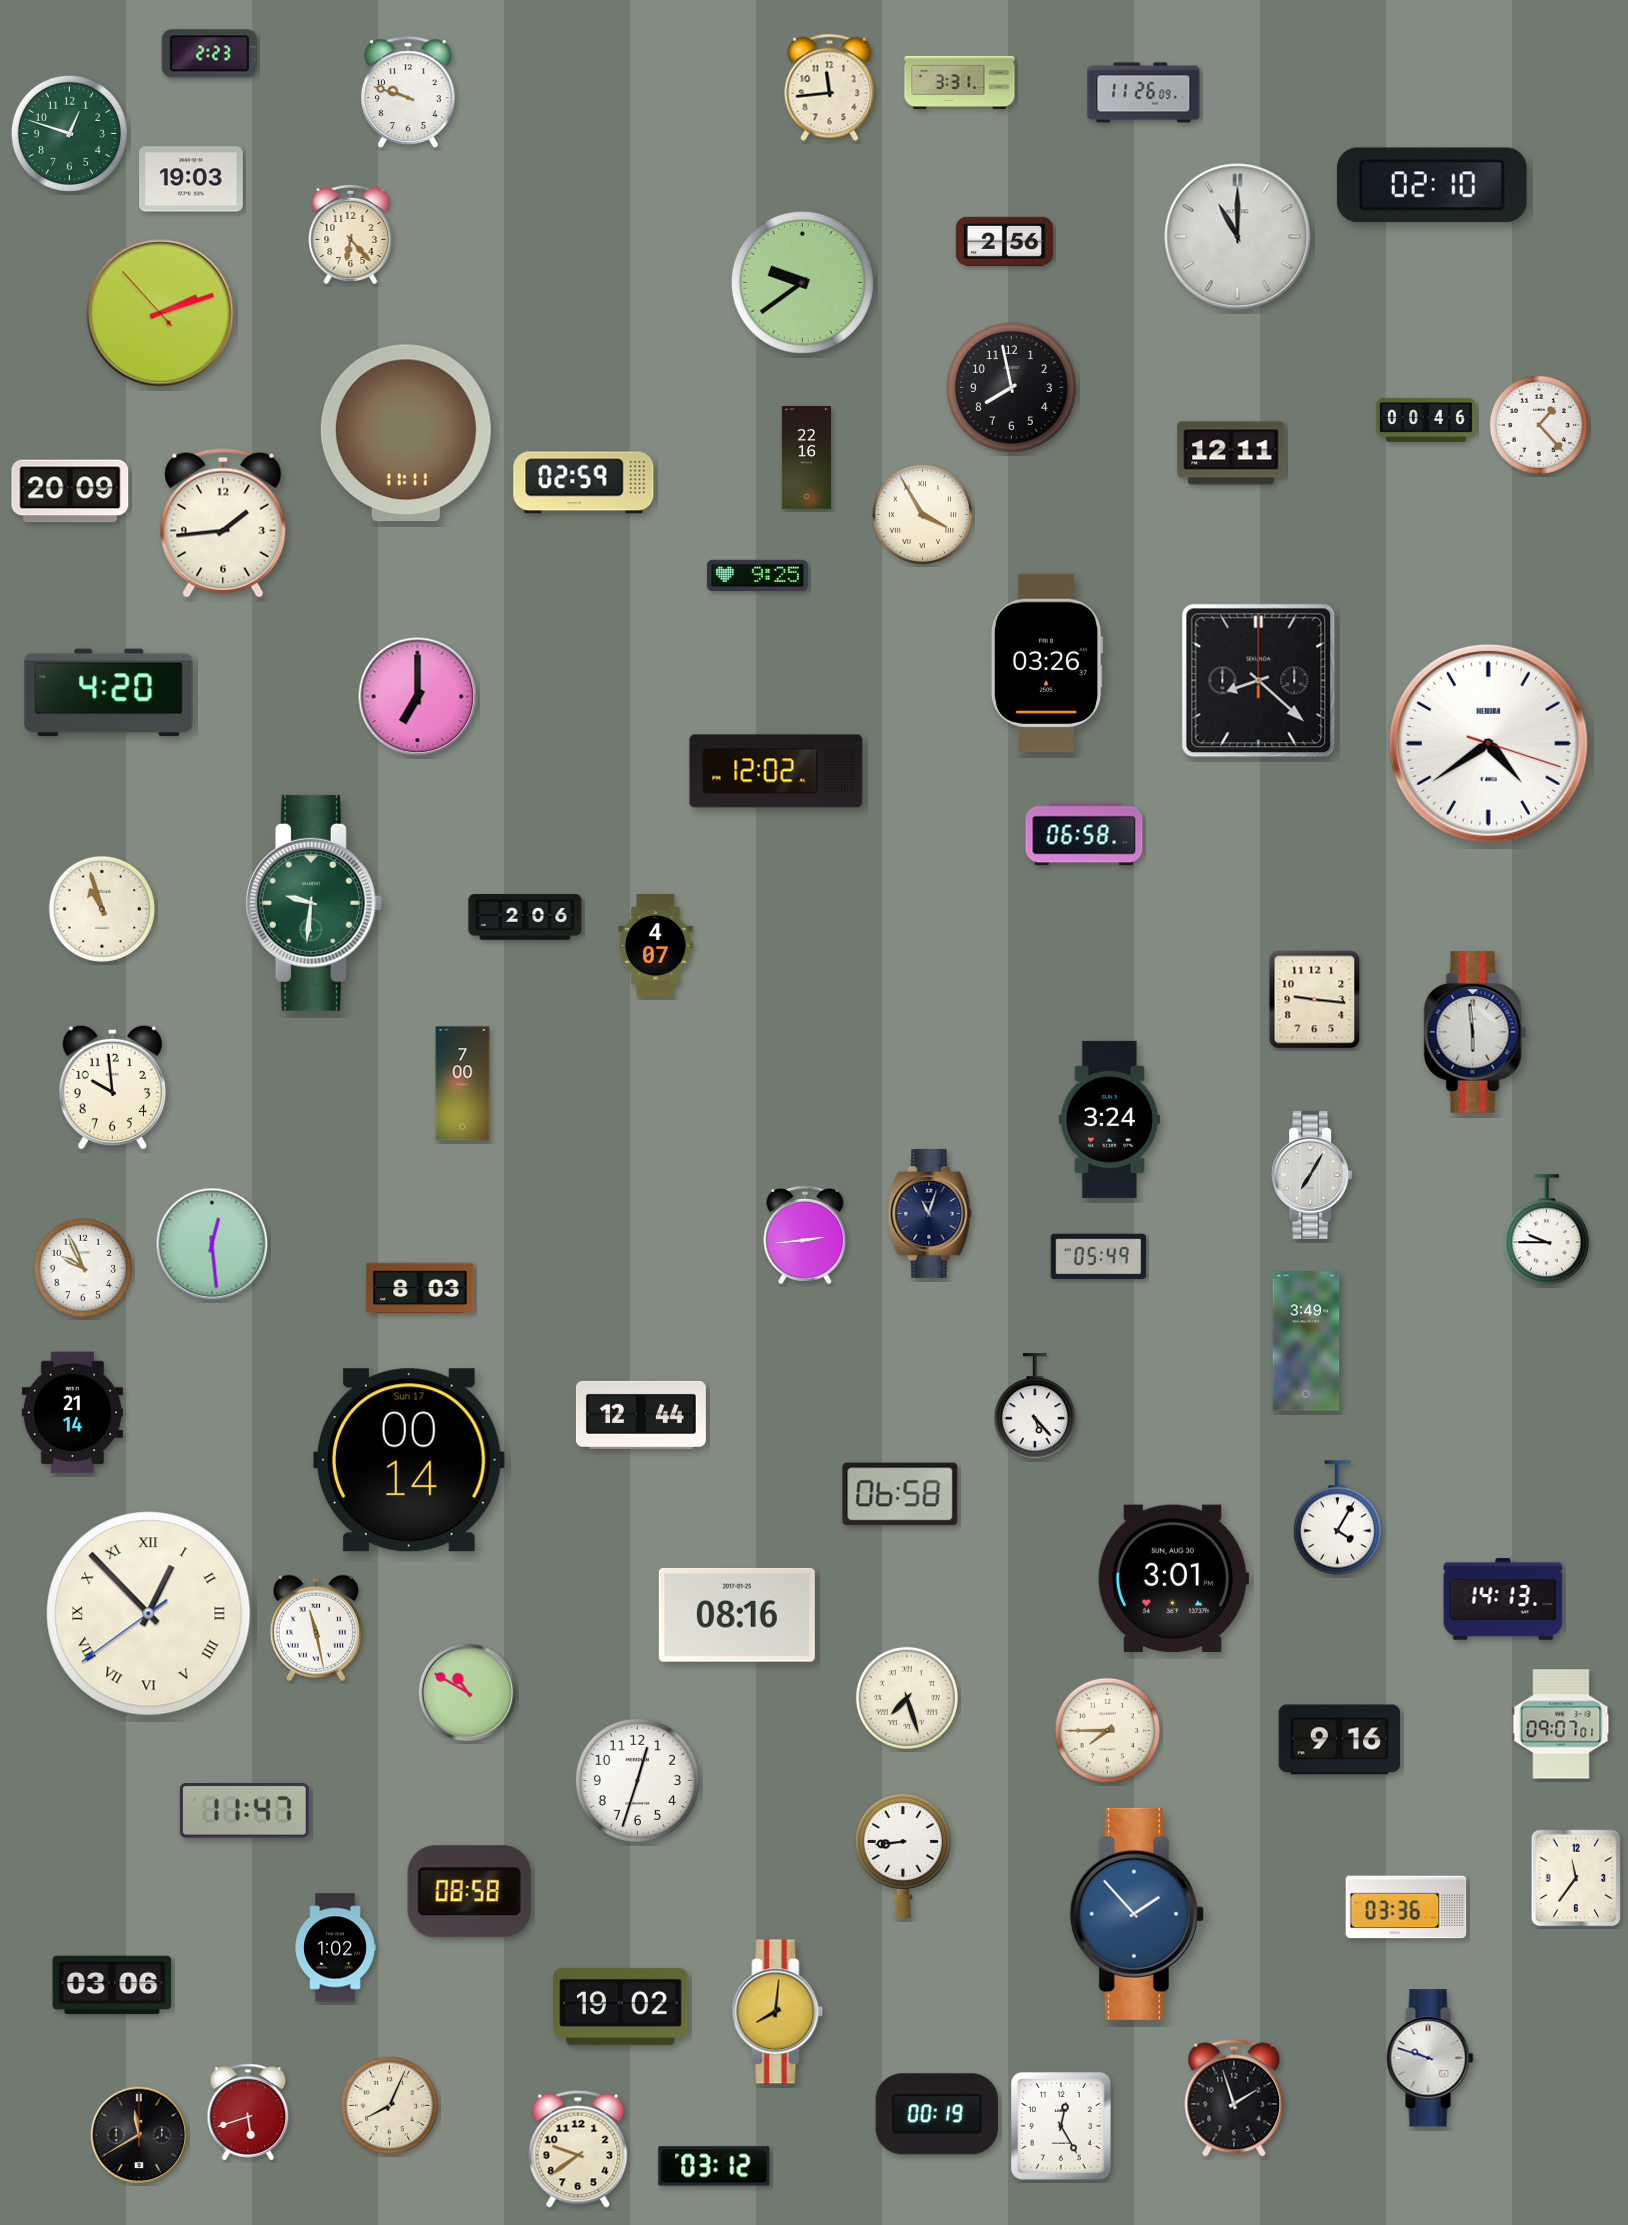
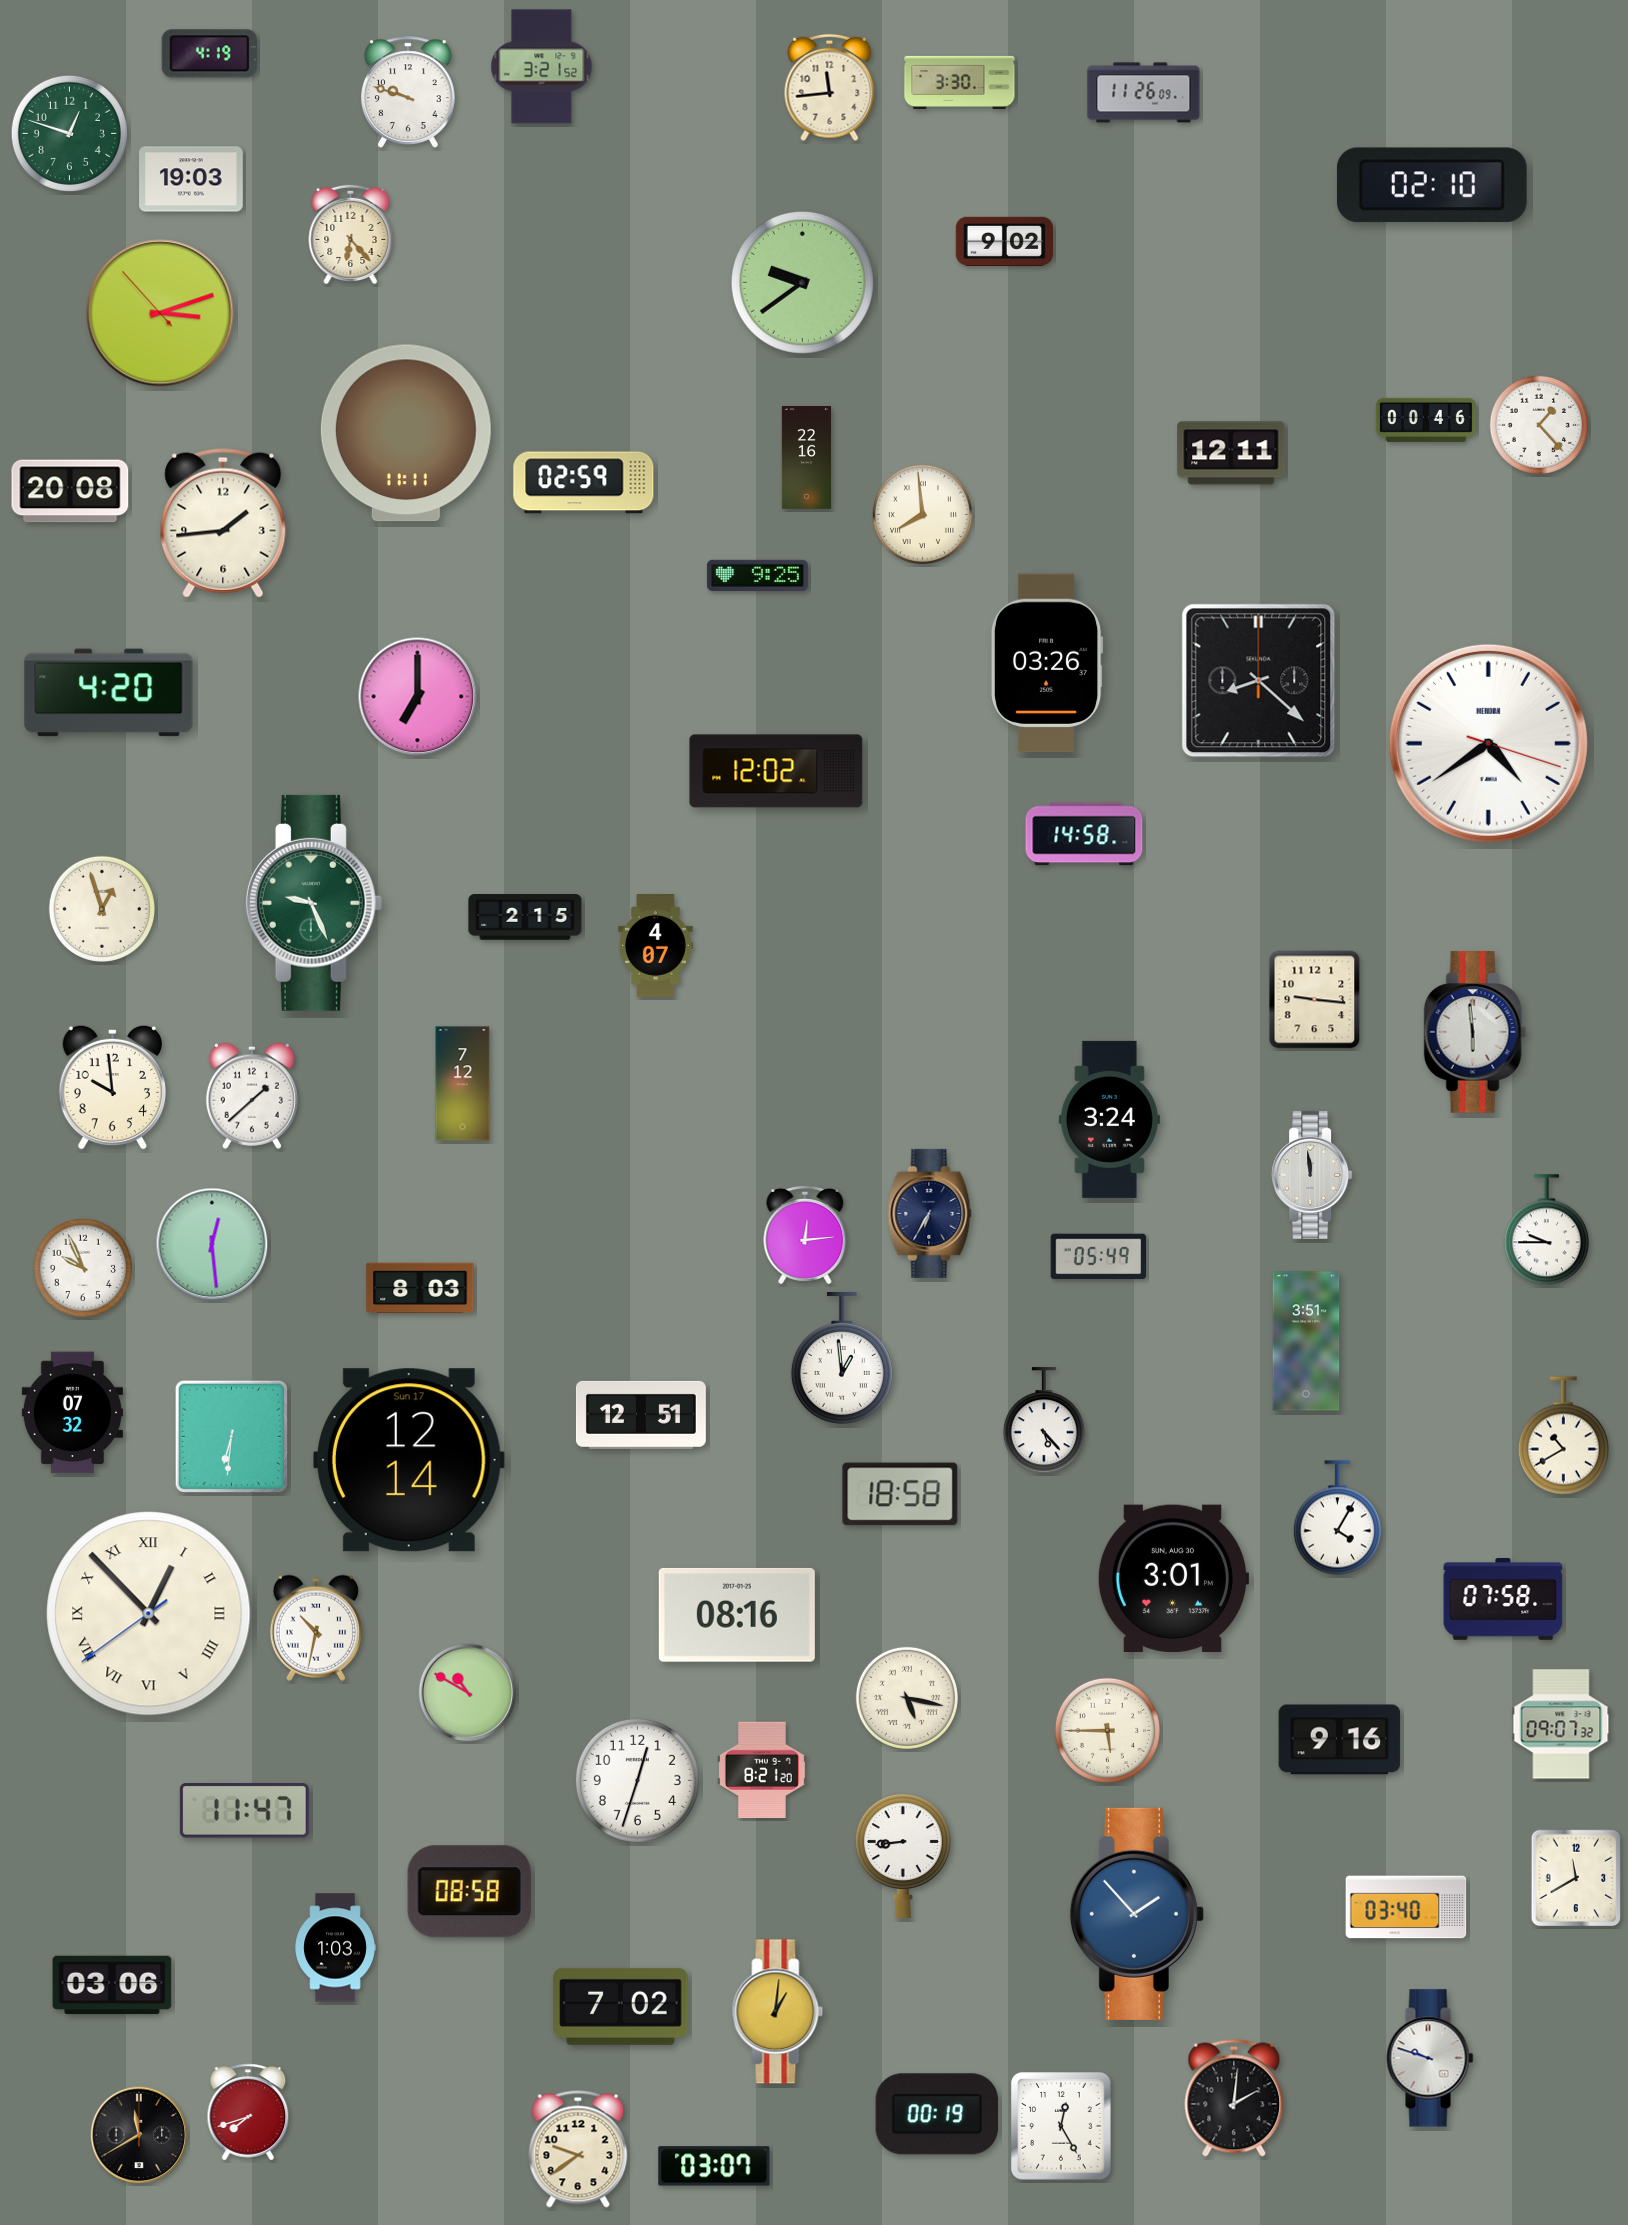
clock at (209, 54): 2:23 -> 4:19
clock at (542, 67): none -> 3:21
clock at (960, 82): 3:31 -> 3:30
clock at (1238, 237): 11:00 -> none
clock at (1004, 241): 2:56 -> 9:02
clock at (160, 313): 2:11 -> 3:11
clock at (1011, 387): 7:58 -> none
clock at (70, 491): 20:09 -> 20:08
clock at (922, 514): 3:55 -> 7:59
clock at (1084, 834): 06:58 -> 14:58
clock at (314, 903): 9:31 -> 9:26
clock at (102, 909): 10:57 -> 12:57
clock at (525, 917): 2:06 -> 2:15
clock at (463, 1084): 7:00 -> 7:12
clock at (252, 1096): none -> 1:38
clock at (1312, 1175): 7:05 -> 11:59
clock at (930, 1213): 11:03 -> 6:35
clock at (805, 1235): 2:44 -> 12:14
clock at (1306, 1341): 3:49 -> 3:51
clock at (842, 1359): none -> 12:59
clock at (1035, 1407) position: (1035, 1407) -> (1044, 1421)
clock at (72, 1413): 21:14 -> 07:32
clock at (641, 1415): 12:44 -> 12:51
clock at (1563, 1436): none -> 10:40
clock at (232, 1437): none -> 6:31
clock at (409, 1460): 00:14 -> 12:14
clock at (900, 1494): 06:58 -> 18:58
clock at (1503, 1600): 14:13 -> 07:58
clock at (316, 1628): 11:28 -> 10:32
clock at (907, 1698): 7:27 -> 5:17
clock at (1561, 1724): 09:07:01 -> 09:07:32
clock at (1107, 1730): 7:45 -> 5:45
clock at (762, 1769): none -> 8:21
clock at (1576, 1878): 11:36 -> 11:40
clock at (1406, 1907): 03:36 -> 03:40
clock at (335, 1948): 1:02 -> 1:03
clock at (621, 2006): 19:02 -> 7:02
clock at (778, 2012): 8:01 -> 1:01
clock at (1234, 2098): 1:57 -> 2:01
clock at (389, 2105): 8:04 -> none
clock at (248, 2112): 5:42 -> 7:42
clock at (714, 2166): 03:12 -> 03:07
